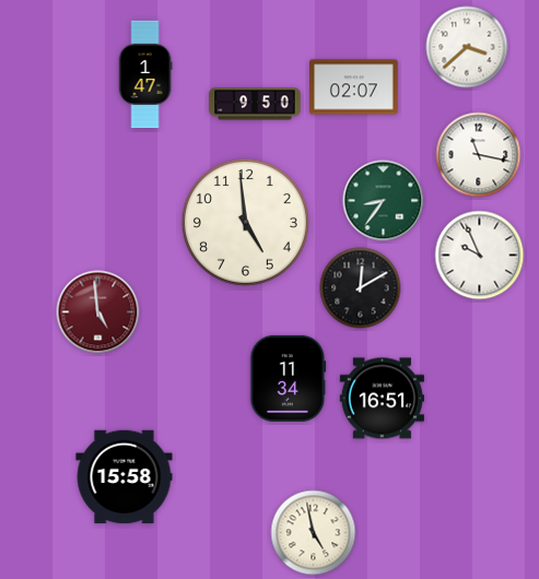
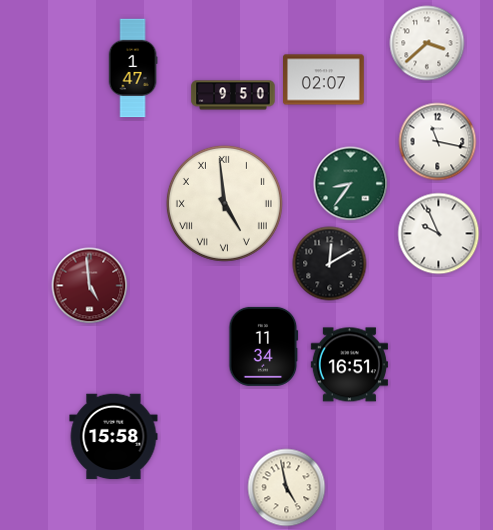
clock at (245, 222) numerals: Arabic -> Roman
